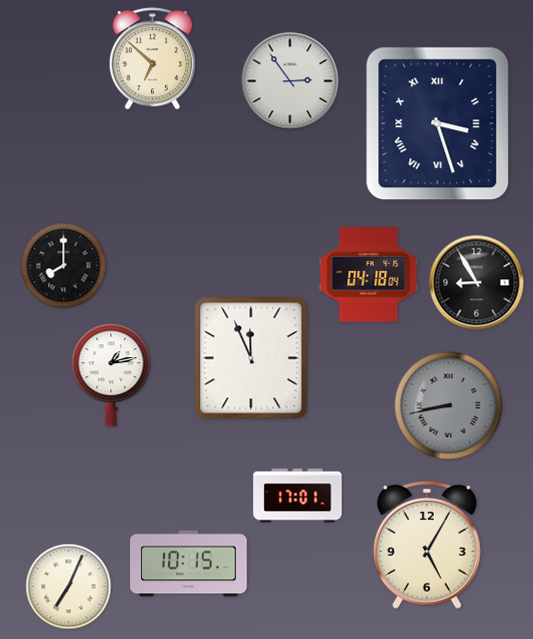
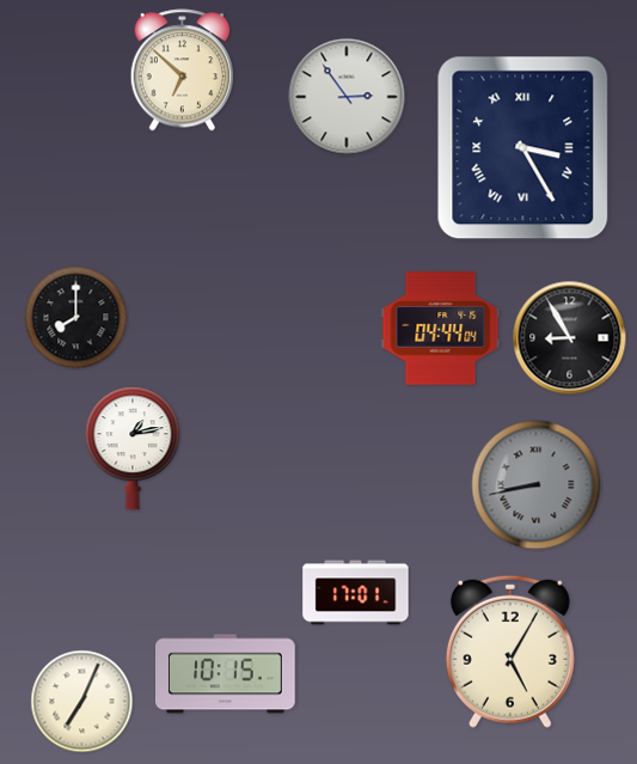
clock at (438, 124): 3:27 -> 3:25
clock at (369, 275): 04:18 -> 04:44
clock at (251, 358): 11:56 -> none
